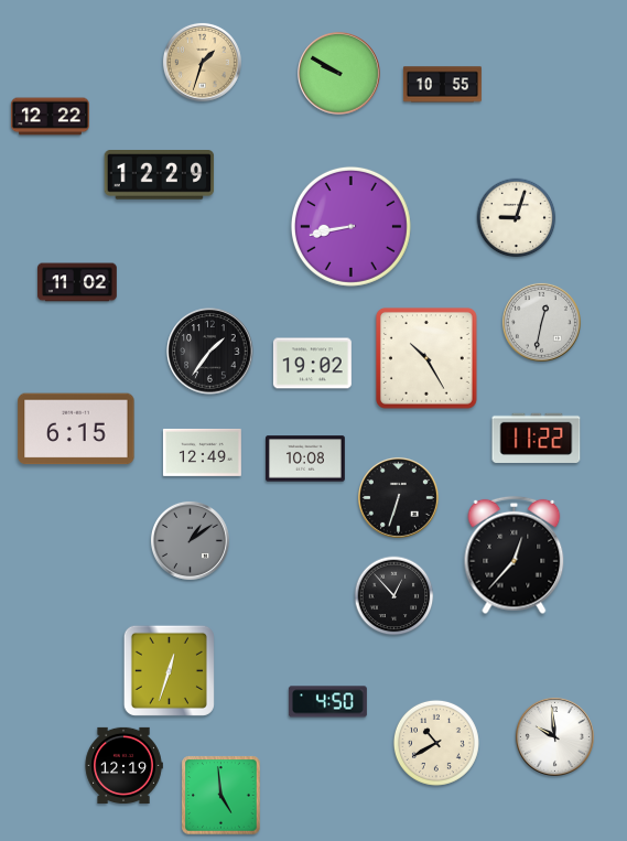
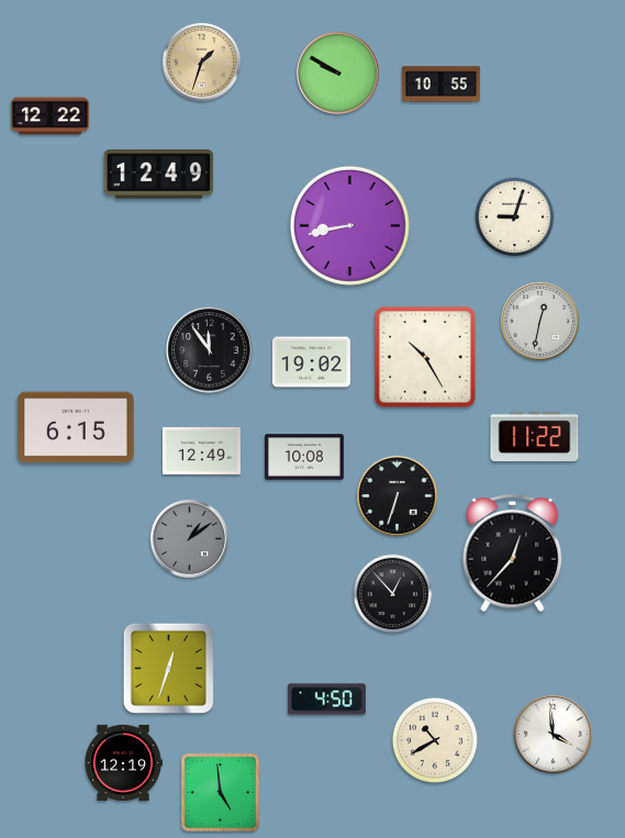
clock at (160, 175): 12:29 -> 12:49
clock at (78, 282): 11:02 -> none
clock at (210, 352): 1:36 -> 11:54
clock at (554, 736): 9:59 -> 3:59
